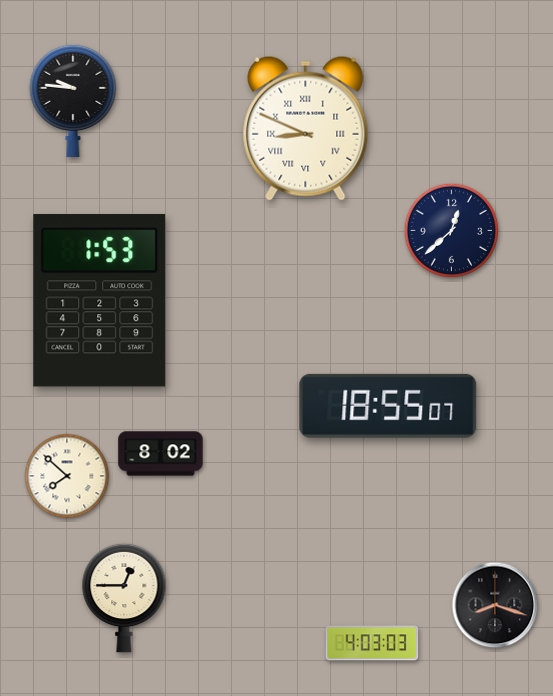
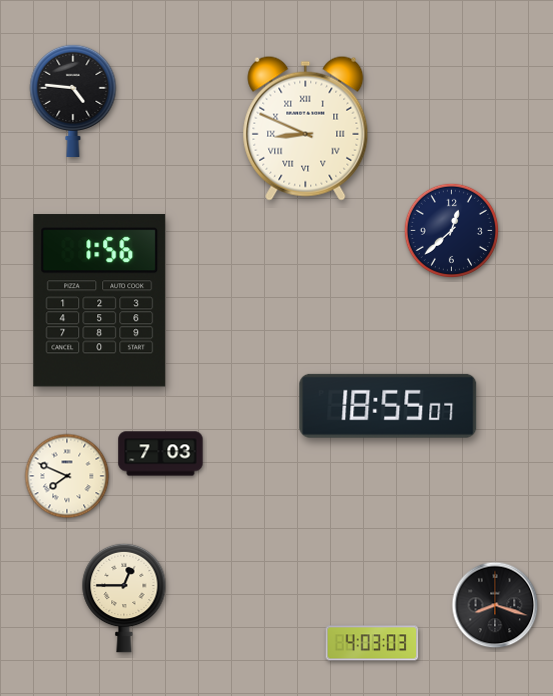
clock at (73, 100): 9:46 -> 4:46
clock at (100, 301): 1:53 -> 1:56
clock at (161, 454): 8:02 -> 7:03
clock at (67, 476): 7:52 -> 7:49
